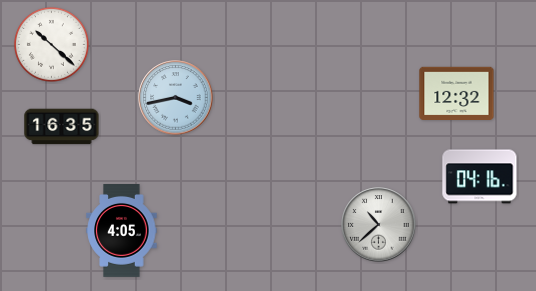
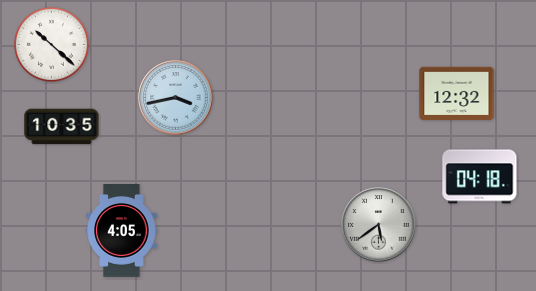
clock at (62, 127): 16:35 -> 10:35
clock at (480, 177): 04:16 -> 04:18
clock at (379, 225): 10:38 -> 5:39
